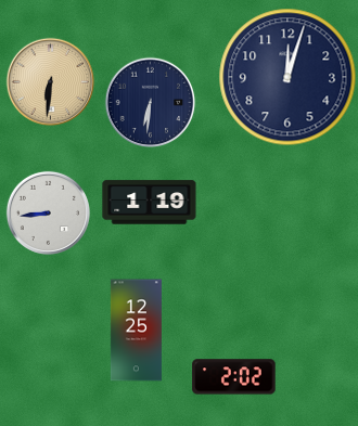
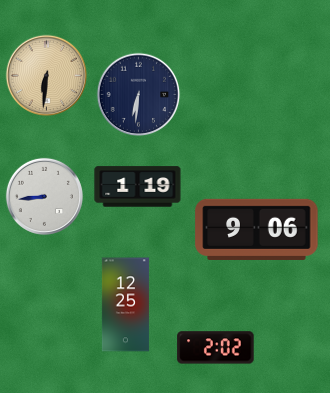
clock at (287, 77): 12:03 -> none
clock at (257, 229): none -> 9:06
